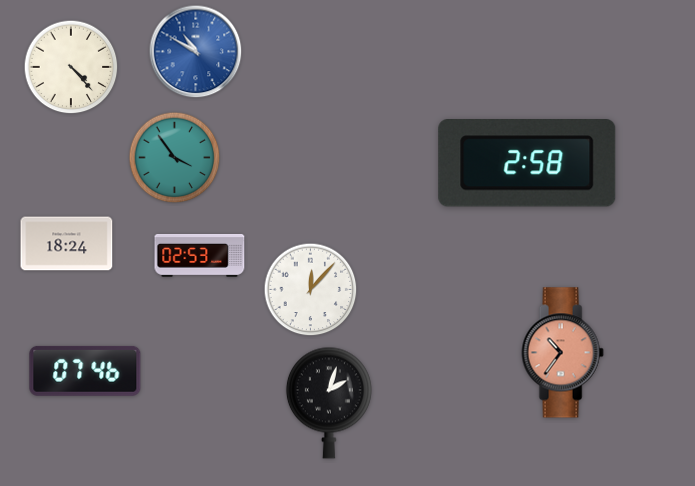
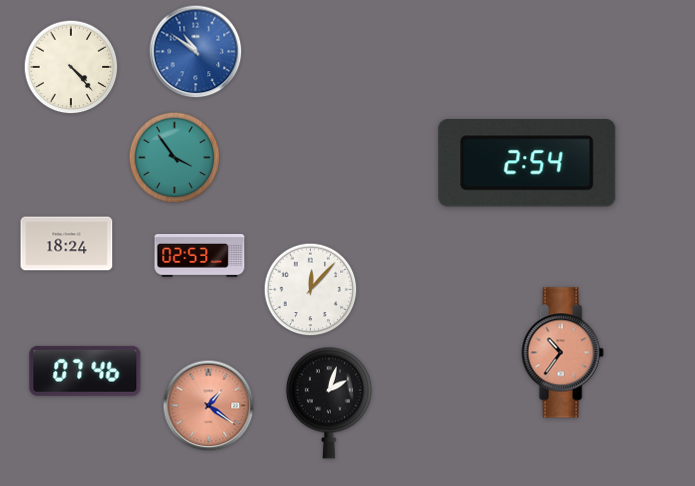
clock at (196, 52): 10:50 -> 10:51
clock at (527, 164): 2:58 -> 2:54
clock at (209, 406): none -> 1:21
